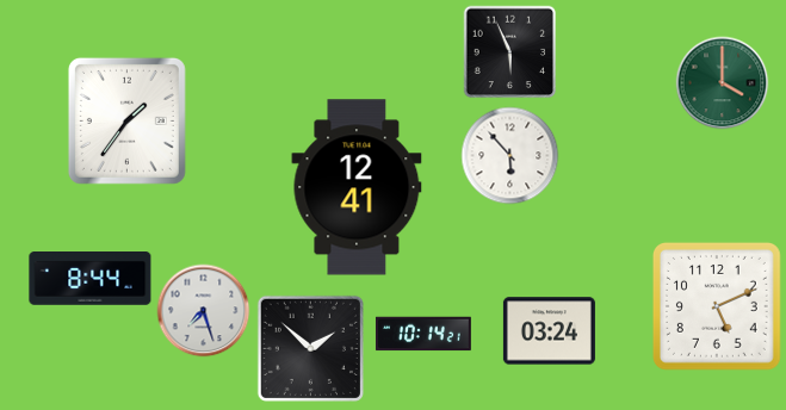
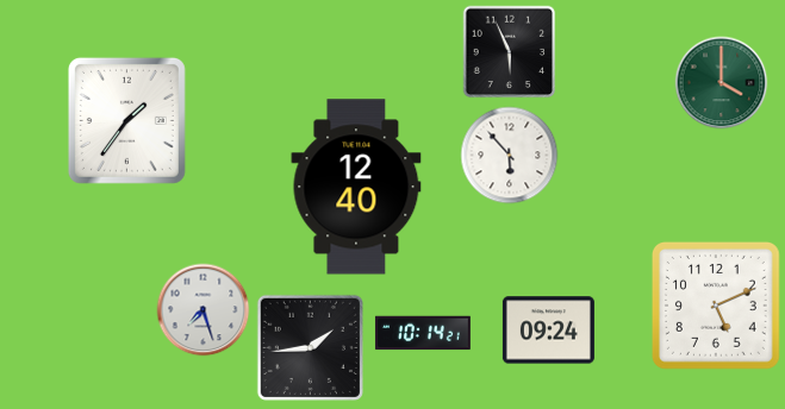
clock at (357, 187): 12:41 -> 12:40
clock at (91, 279): 8:44 -> none
clock at (549, 331): 03:24 -> 09:24
clock at (310, 348): 1:52 -> 1:44
